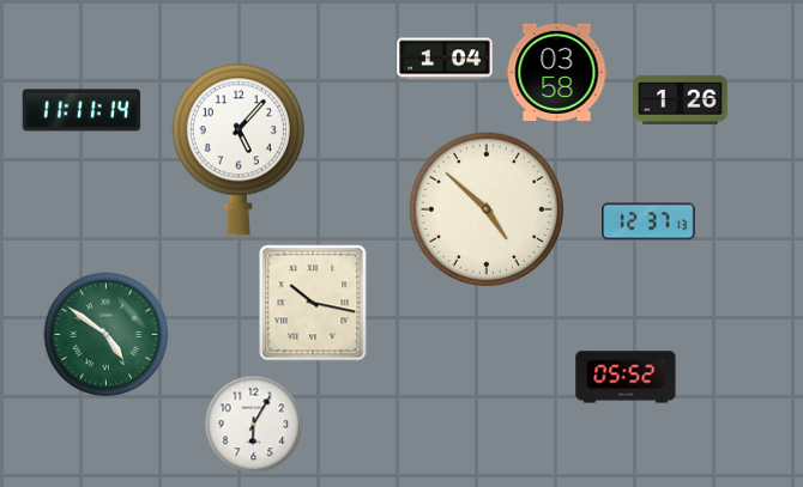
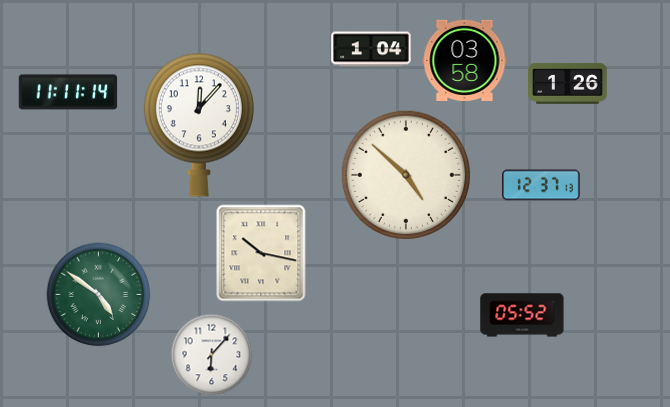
clock at (239, 150): 5:07 -> 12:07
clock at (107, 335) position: (107, 335) -> (99, 295)
clock at (254, 425): 6:05 -> 6:07
